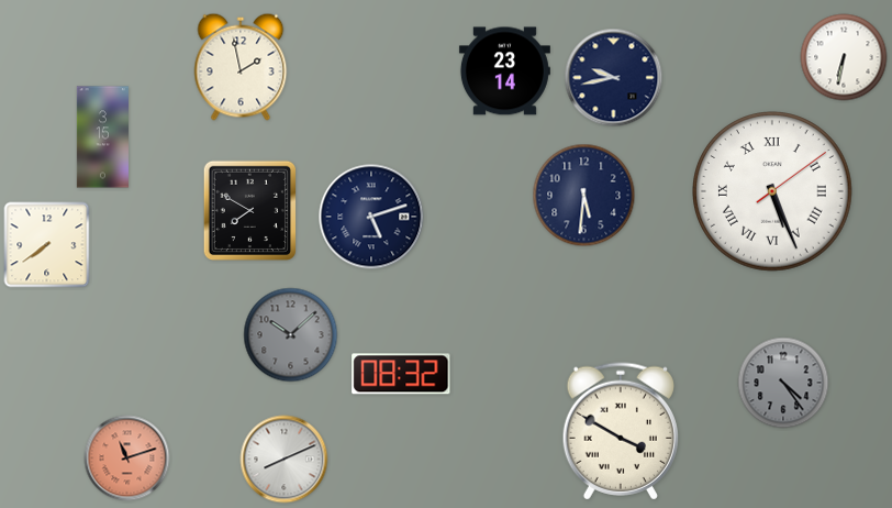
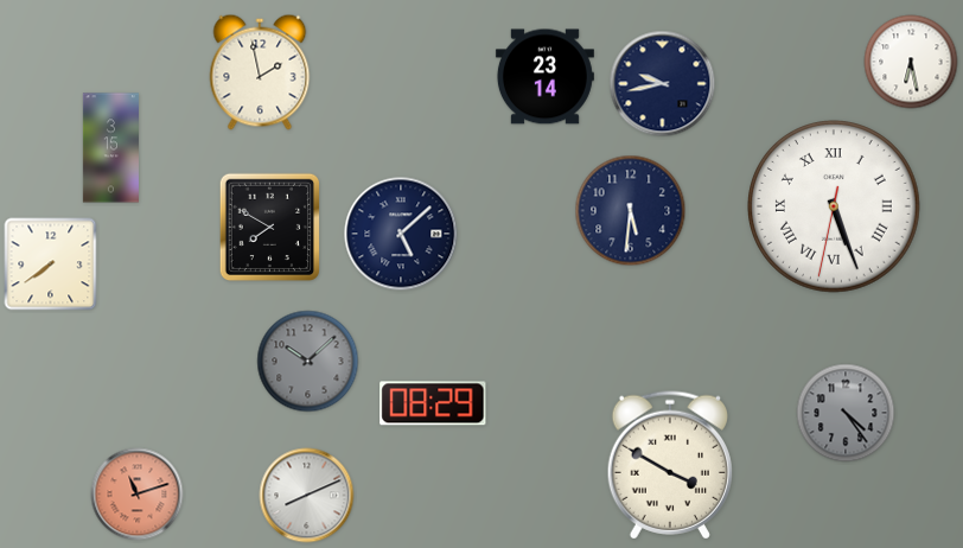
clock at (844, 57): 6:32 -> 6:28
clock at (773, 192): 5:26:09 -> 5:26:32
clock at (371, 217): 5:12 -> 5:08
clock at (291, 335) position: (291, 335) -> (308, 362)
clock at (401, 374): 08:32 -> 08:29
